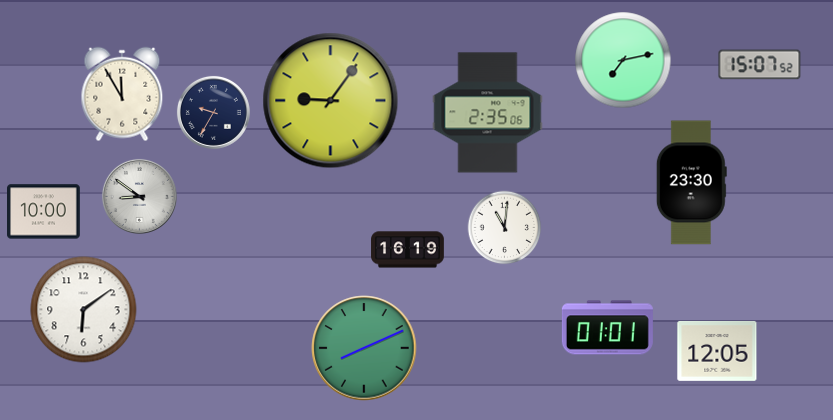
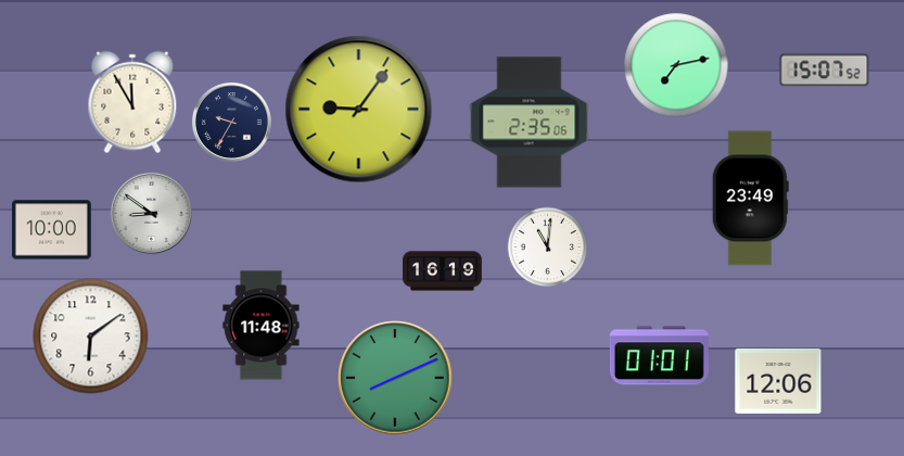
clock at (691, 183): 23:30 -> 23:49
clock at (44, 212) position: (44, 212) -> (52, 230)
clock at (262, 326): none -> 11:48
clock at (717, 351): 12:05 -> 12:06
